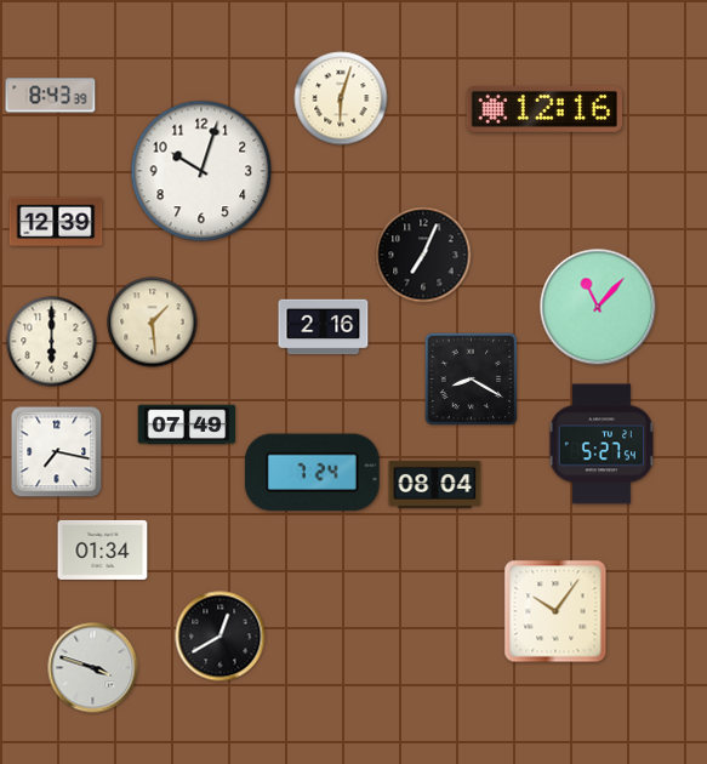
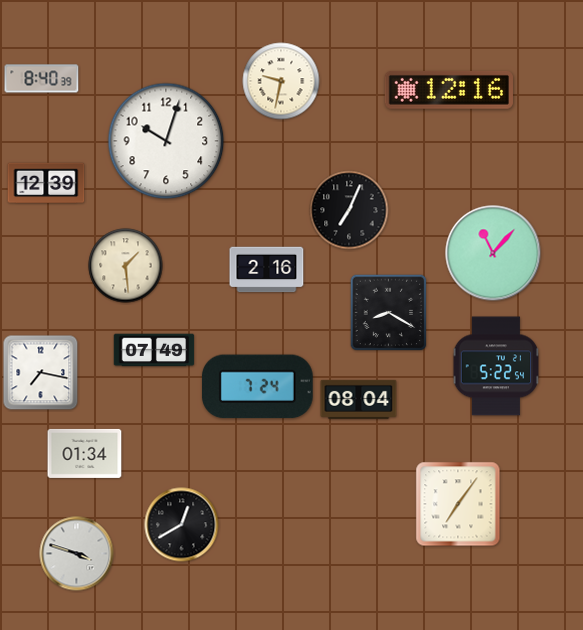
clock at (51, 96): 8:43 -> 8:40
clock at (341, 98): 6:03 -> 9:32
clock at (52, 342): 6:00 -> none
clock at (601, 444): 5:27 -> 5:22
clock at (57, 452) position: (57, 452) -> (41, 373)
clock at (312, 473) position: (312, 473) -> (257, 387)
clock at (555, 611): 10:06 -> 7:06
clock at (93, 668) position: (93, 668) -> (77, 554)
